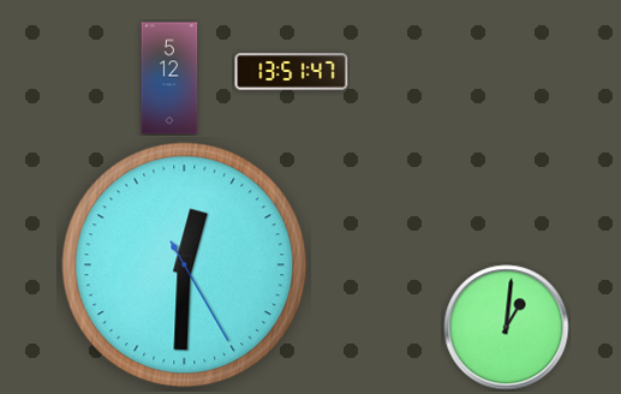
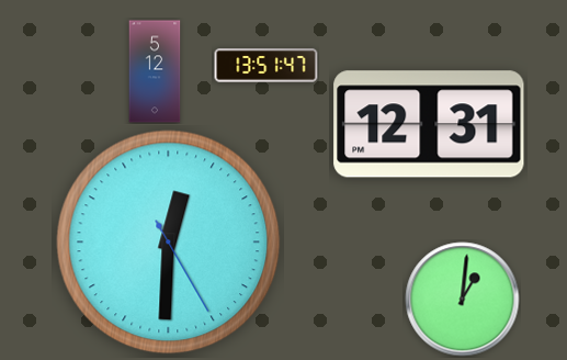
clock at (429, 124): none -> 12:31
